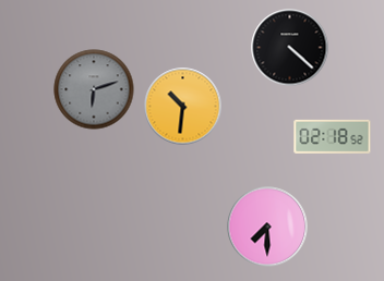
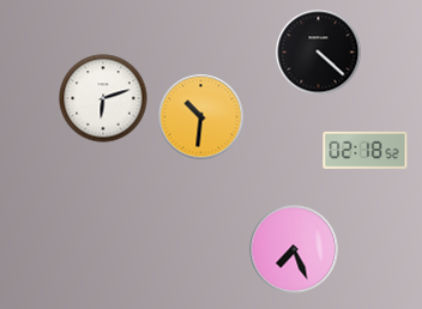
clock at (94, 89) dial: grey -> white
clock at (267, 227): 7:30 -> 7:26
